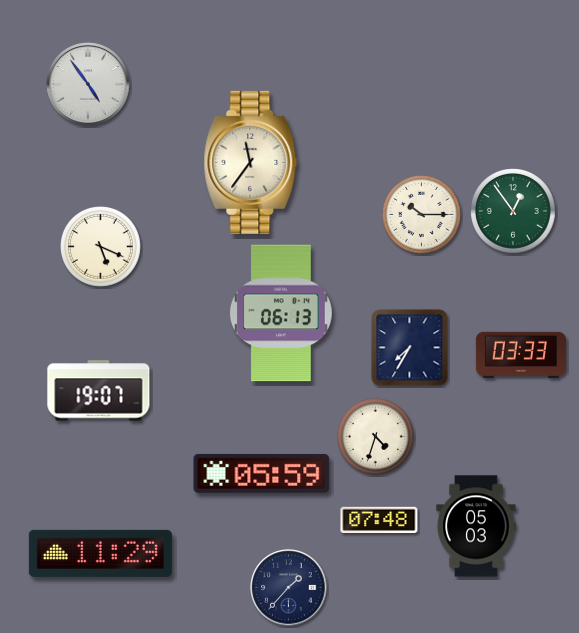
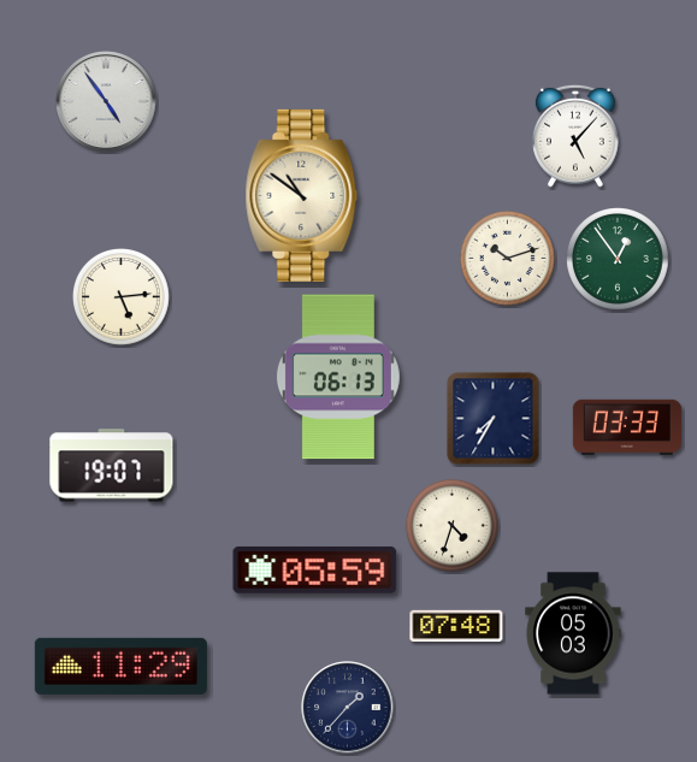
clock at (577, 136): none -> 5:07
clock at (251, 162): 11:36 -> 10:51
clock at (513, 211) position: (513, 211) -> (618, 259)
clock at (421, 214): 10:15 -> 10:12
clock at (101, 247): 5:19 -> 5:14
clock at (99, 391) position: (99, 391) -> (112, 466)
